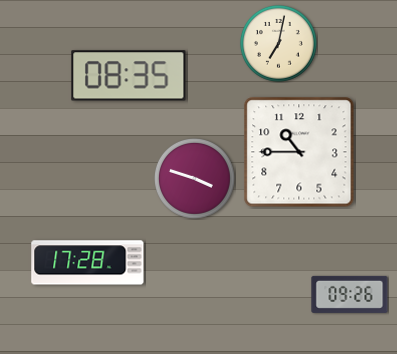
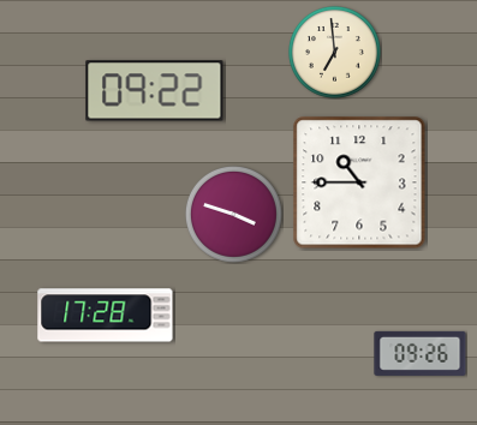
clock at (278, 43): 7:02 -> 6:59
clock at (129, 76): 08:35 -> 09:22
